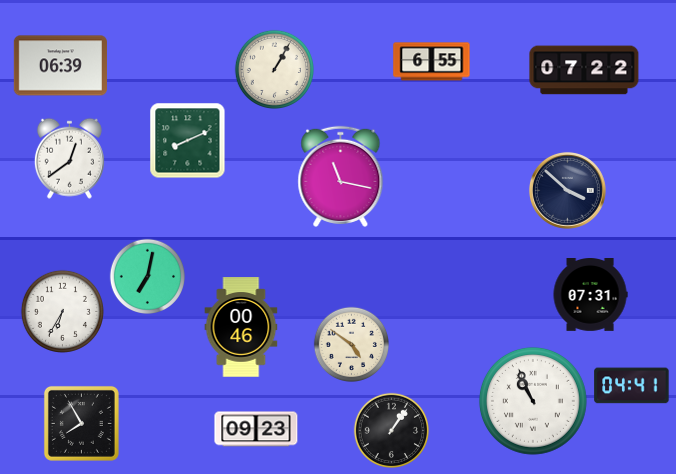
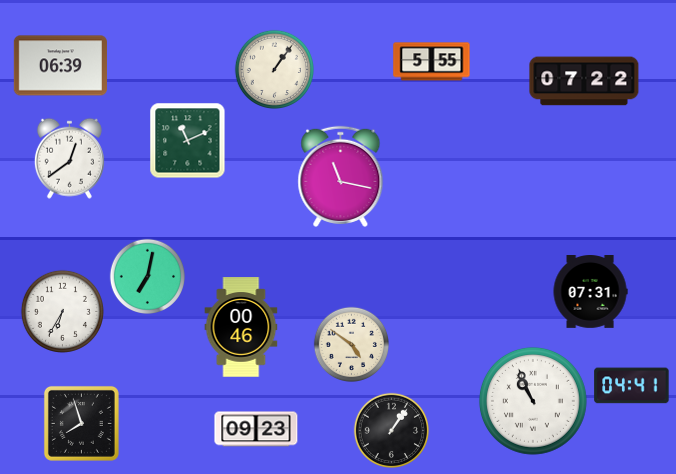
clock at (432, 62): 6:55 -> 5:55
clock at (274, 69): 1:05 -> 1:06
clock at (584, 70) position: (584, 70) -> (584, 81)
clock at (188, 141): 8:11 -> 11:11
clock at (567, 190): 3:52 -> none
clock at (590, 295) position: (590, 295) -> (590, 292)
clock at (81, 423): 7:55 -> 7:57
